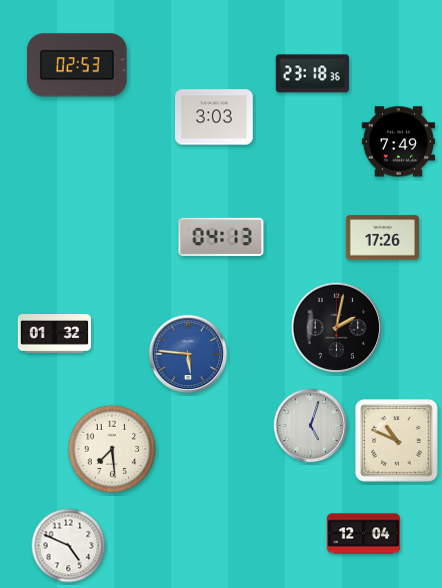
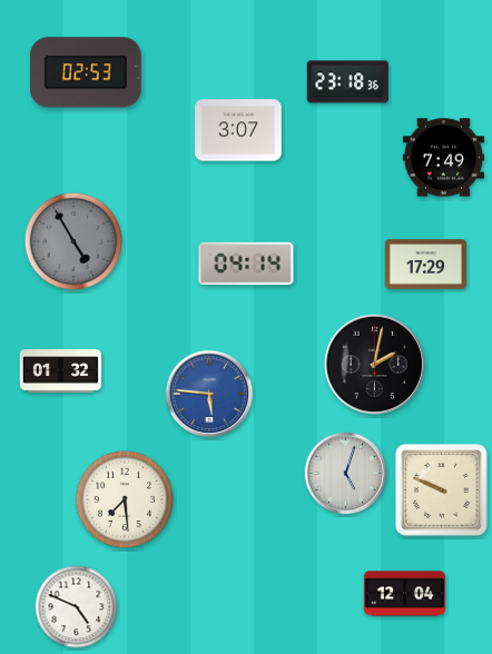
clock at (214, 117): 3:03 -> 3:07
clock at (73, 241): none -> 4:55
clock at (221, 236): 04:13 -> 04:14
clock at (382, 238): 17:26 -> 17:29
clock at (397, 441): 10:49 -> 9:49
